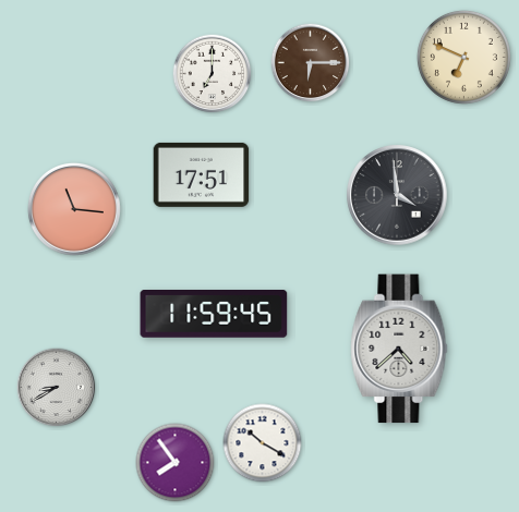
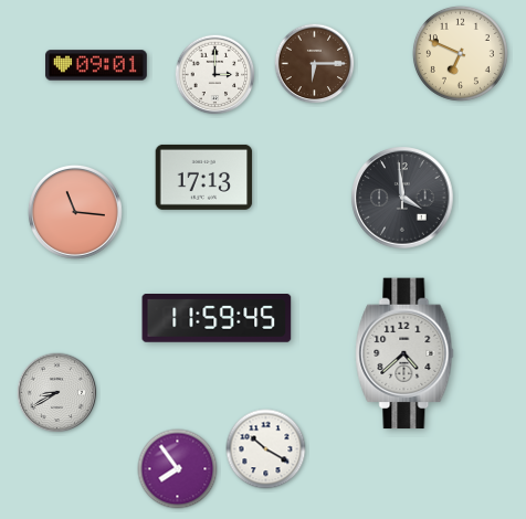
clock at (463, 57) position: (463, 57) -> (460, 53)
clock at (97, 65): none -> 09:01
clock at (213, 74): 7:00 -> 3:00
clock at (202, 174): 17:51 -> 17:13
